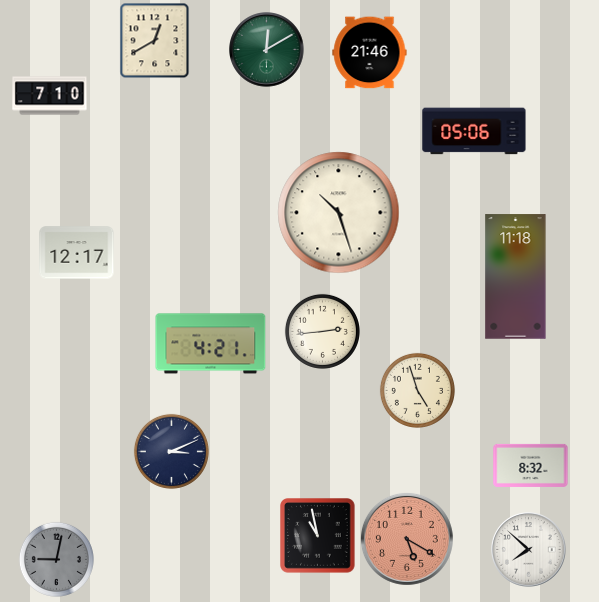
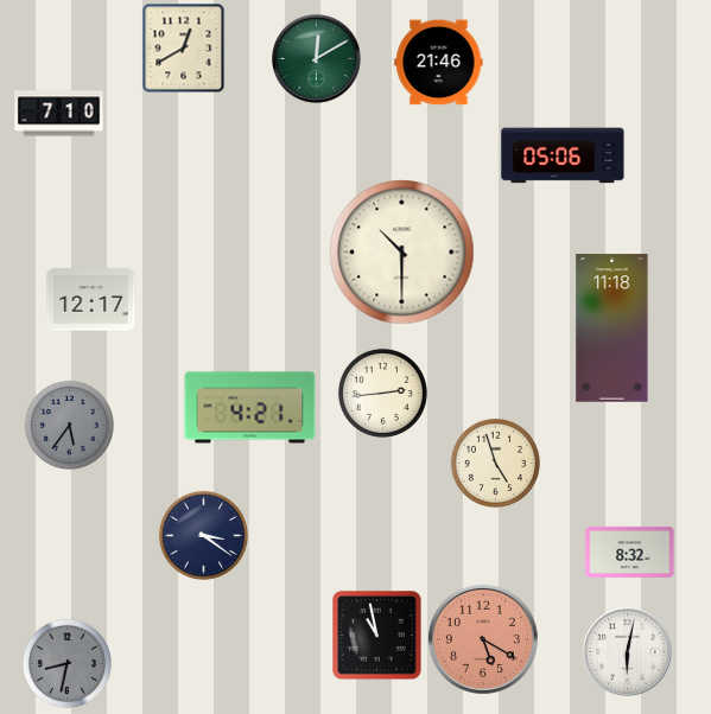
clock at (339, 213): 10:27 -> 10:30
clock at (69, 425): none -> 5:36
clock at (171, 451): 3:11 -> 3:21
clock at (529, 550): 7:52 -> 6:02
clock at (56, 559): 9:02 -> 8:32
